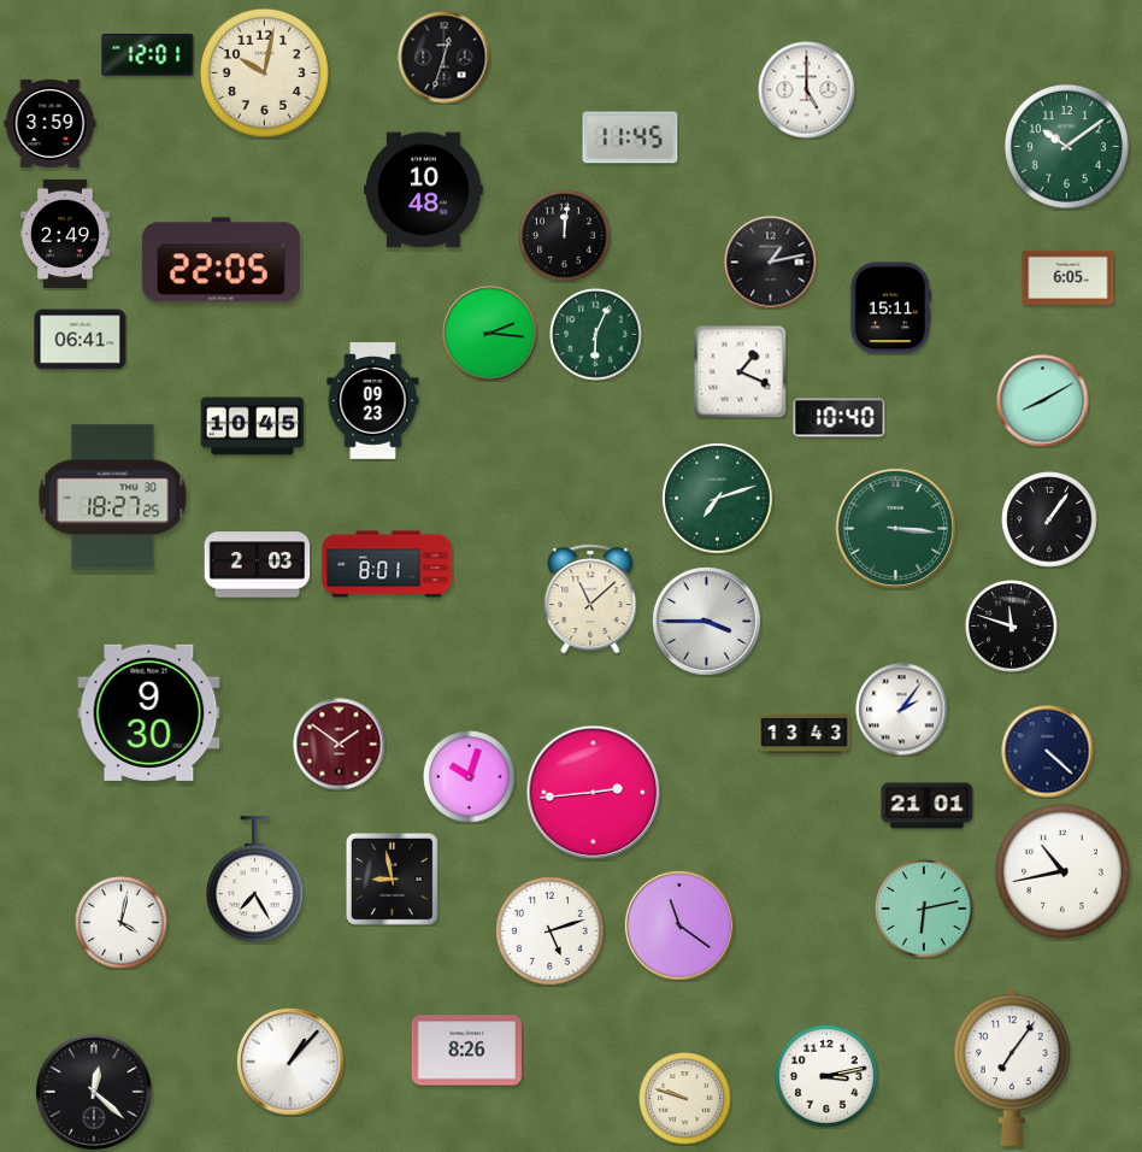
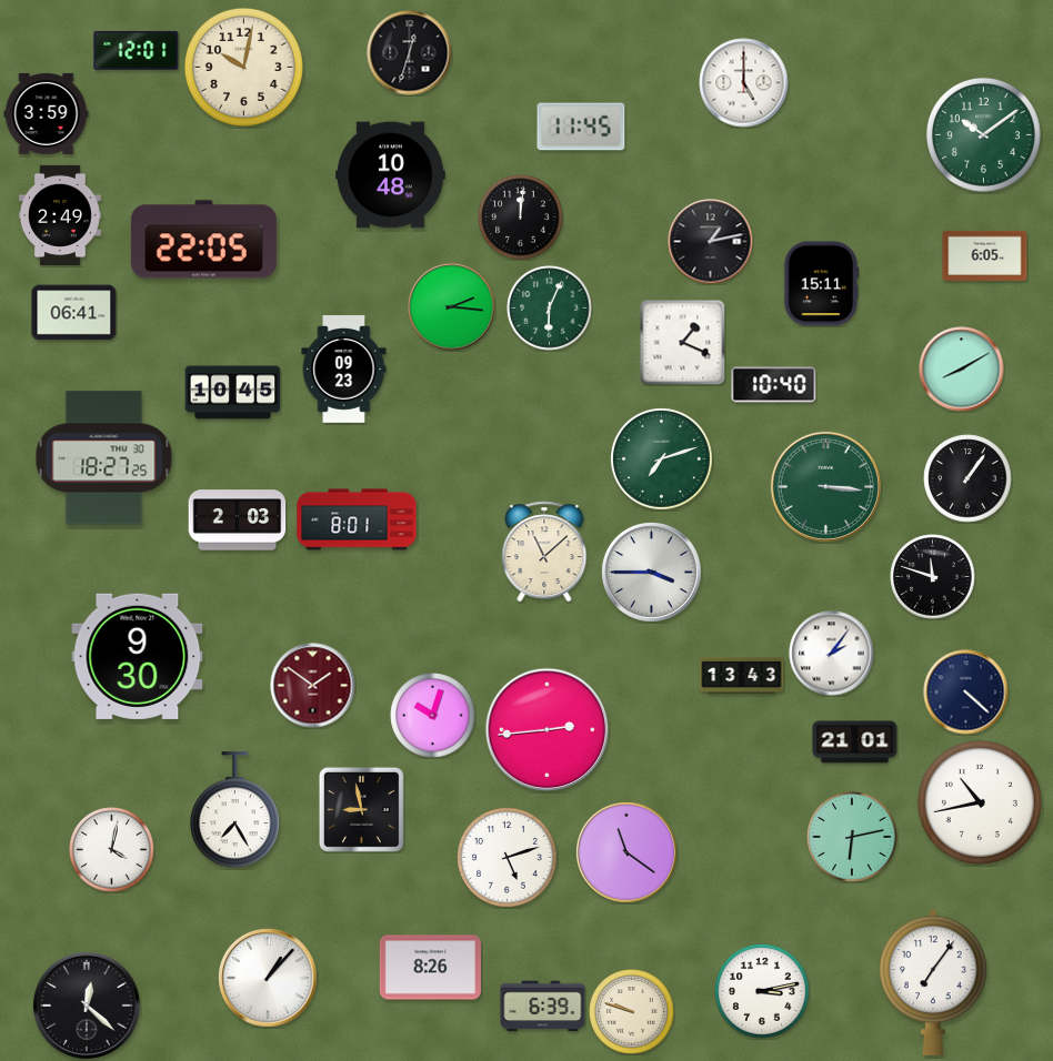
clock at (543, 1007): none -> 6:39
